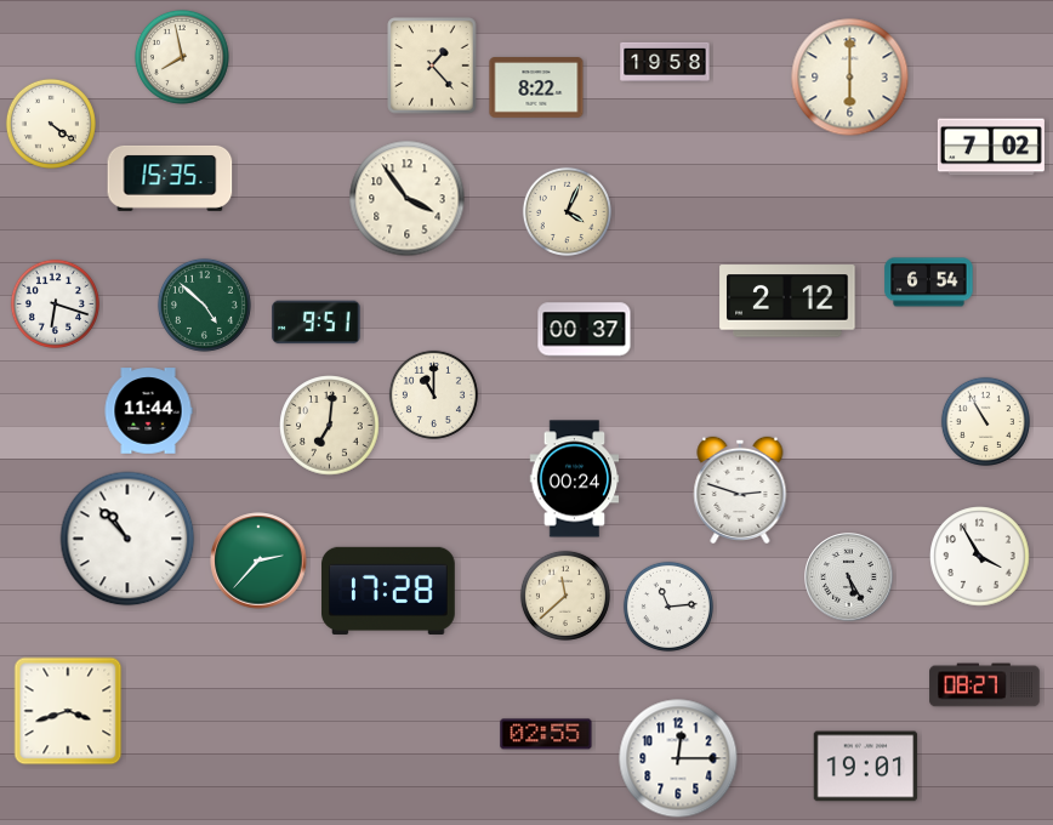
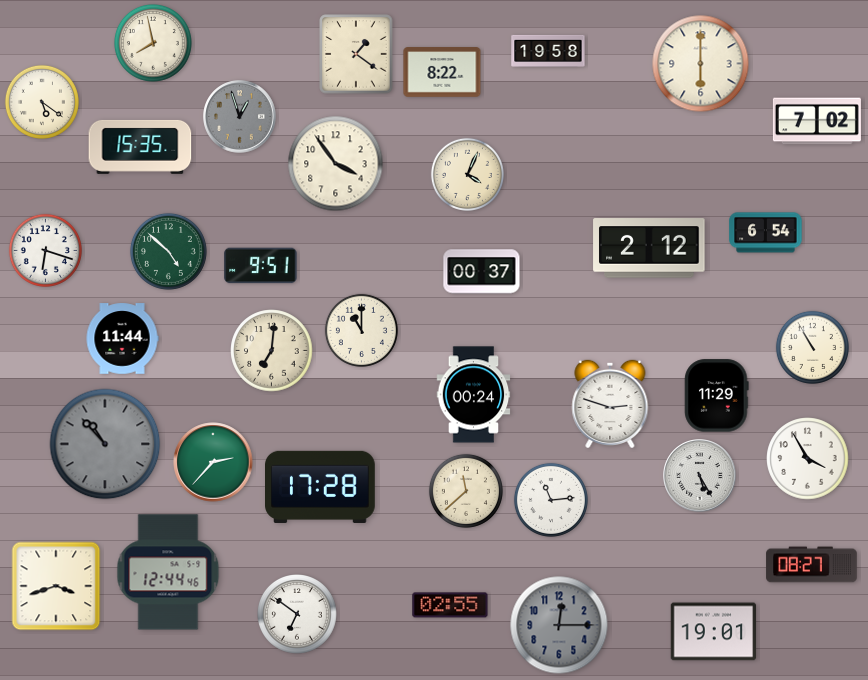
clock at (182, 57) position: (182, 57) -> (153, 43)
clock at (432, 66): 1:23 -> 1:21
clock at (51, 124): 4:21 -> 5:21
clock at (240, 117): none -> 12:57
clock at (433, 394) position: (433, 394) -> (361, 330)
clock at (717, 396): none -> 11:29
clock at (127, 539) dial: white -> grey
clock at (168, 572): none -> 12:44
clock at (298, 615): none -> 6:51
clock at (678, 758) dial: white -> grey
